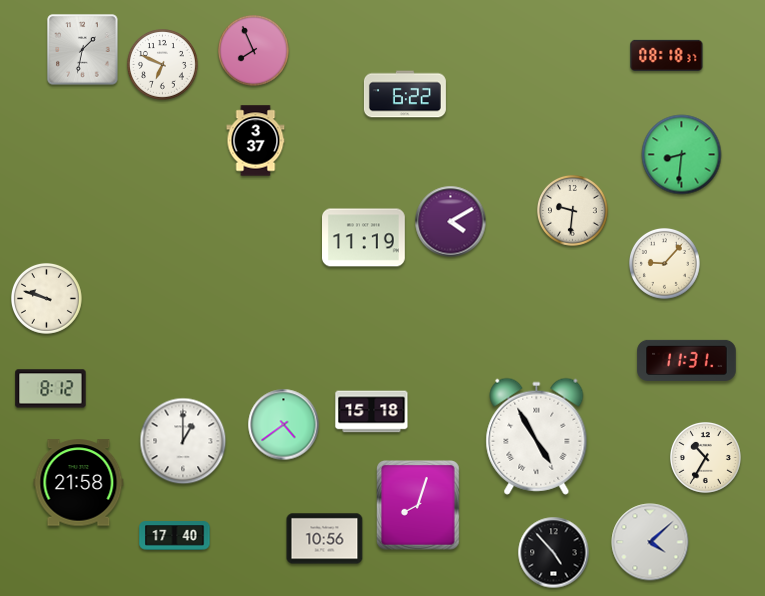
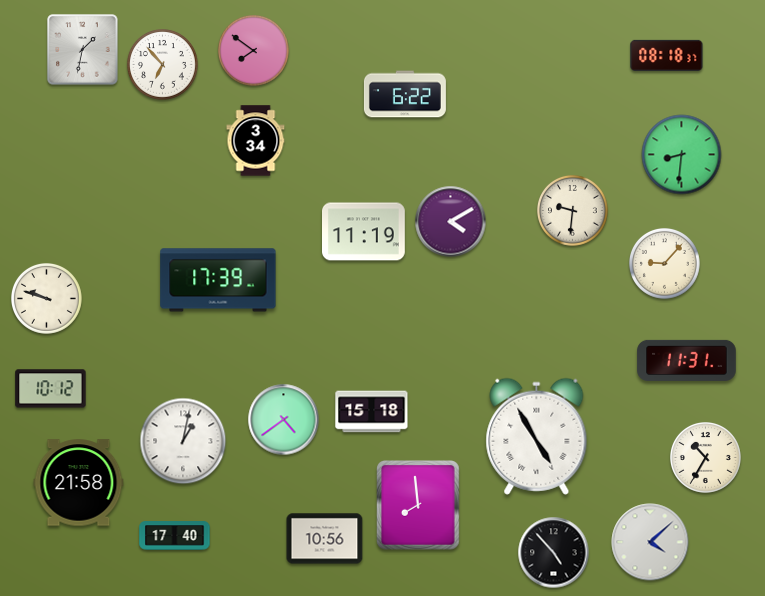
clock at (254, 51): 7:56 -> 7:51
clock at (163, 65): 6:49 -> 6:53
clock at (256, 141): 3:37 -> 3:34
clock at (364, 238) position: (364, 238) -> (364, 232)
clock at (218, 280): none -> 17:39
clock at (51, 389): 8:12 -> 10:12
clock at (284, 425) position: (284, 425) -> (284, 420)
clock at (183, 441): 1:00 -> 1:02
clock at (419, 505): 8:03 -> 7:59
